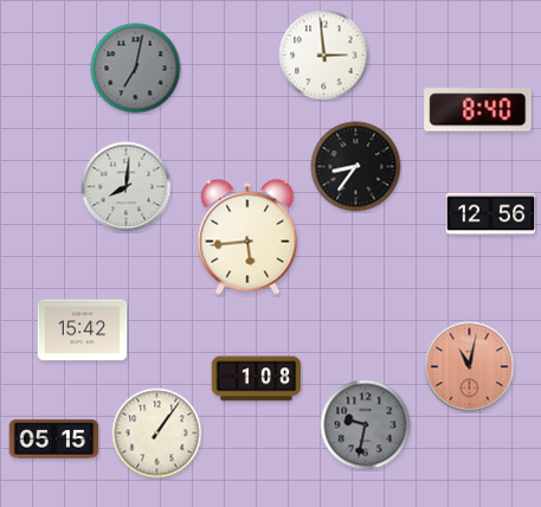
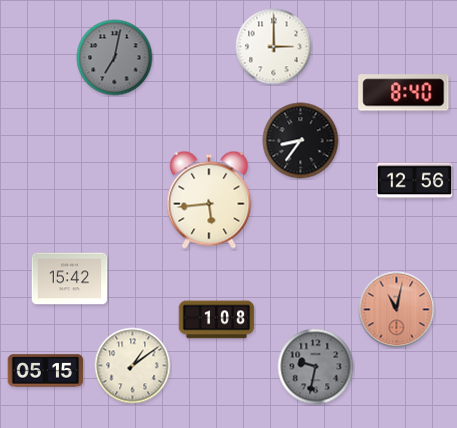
clock at (324, 56): 2:59 -> 3:00
clock at (127, 187): 8:01 -> none
clock at (366, 425) position: (366, 425) -> (316, 367)
clock at (157, 434): 1:06 -> 1:09
